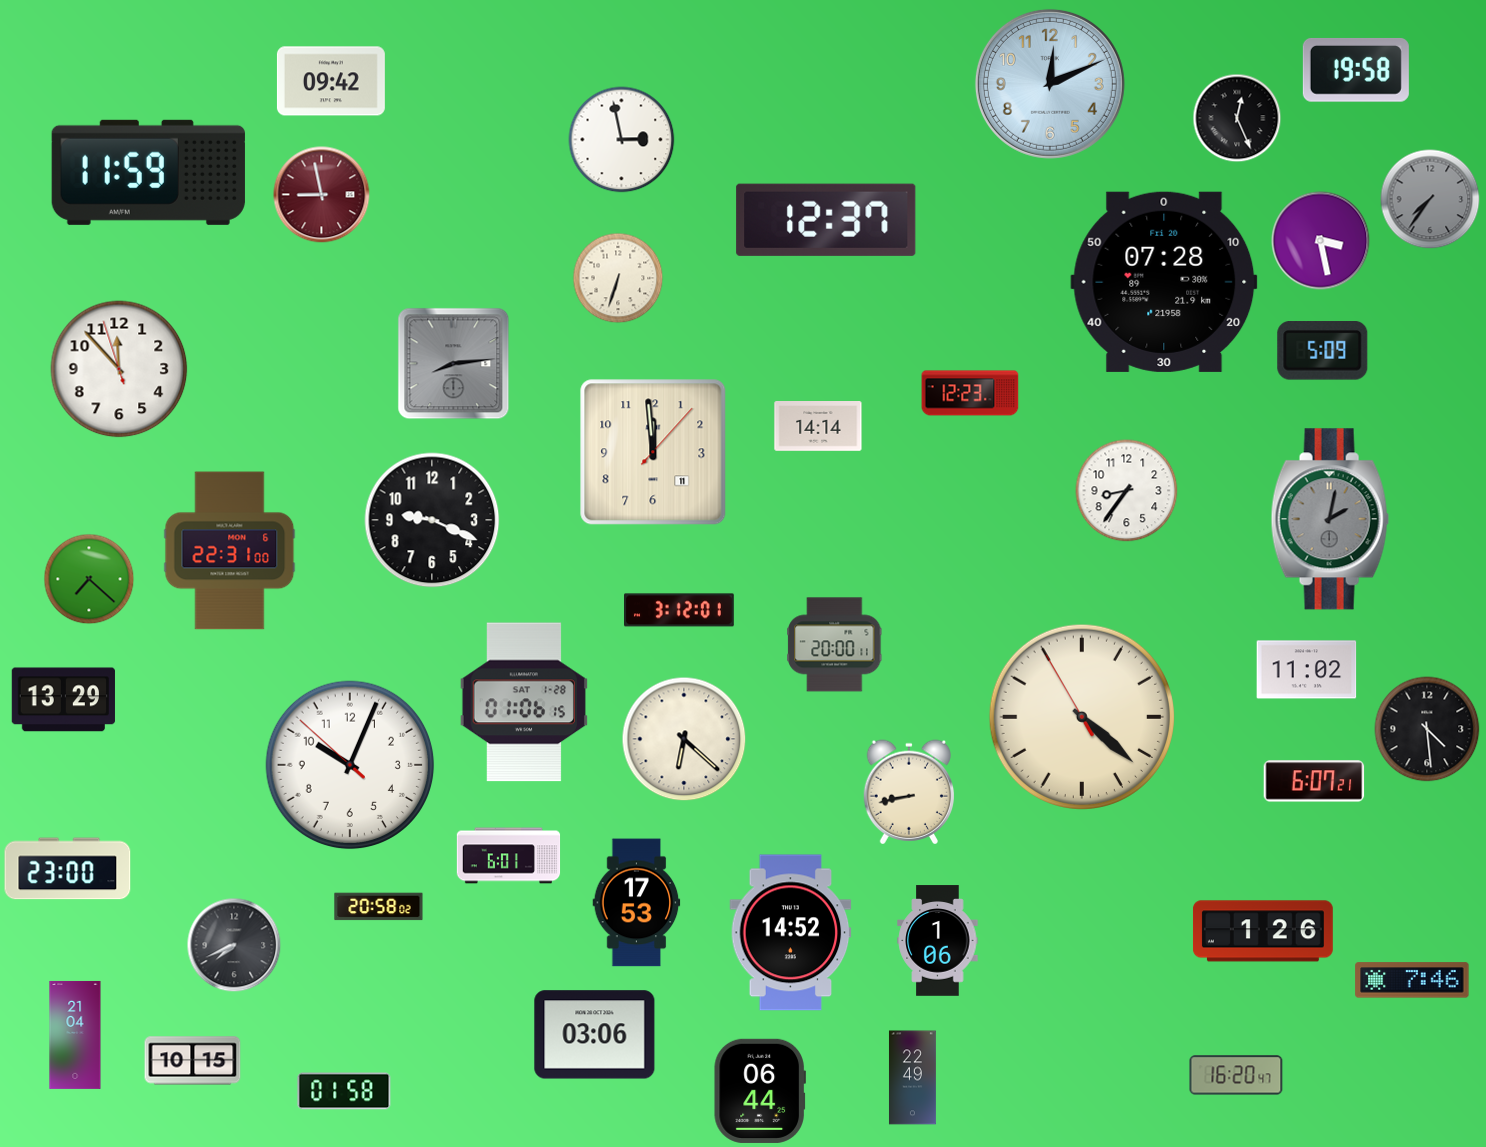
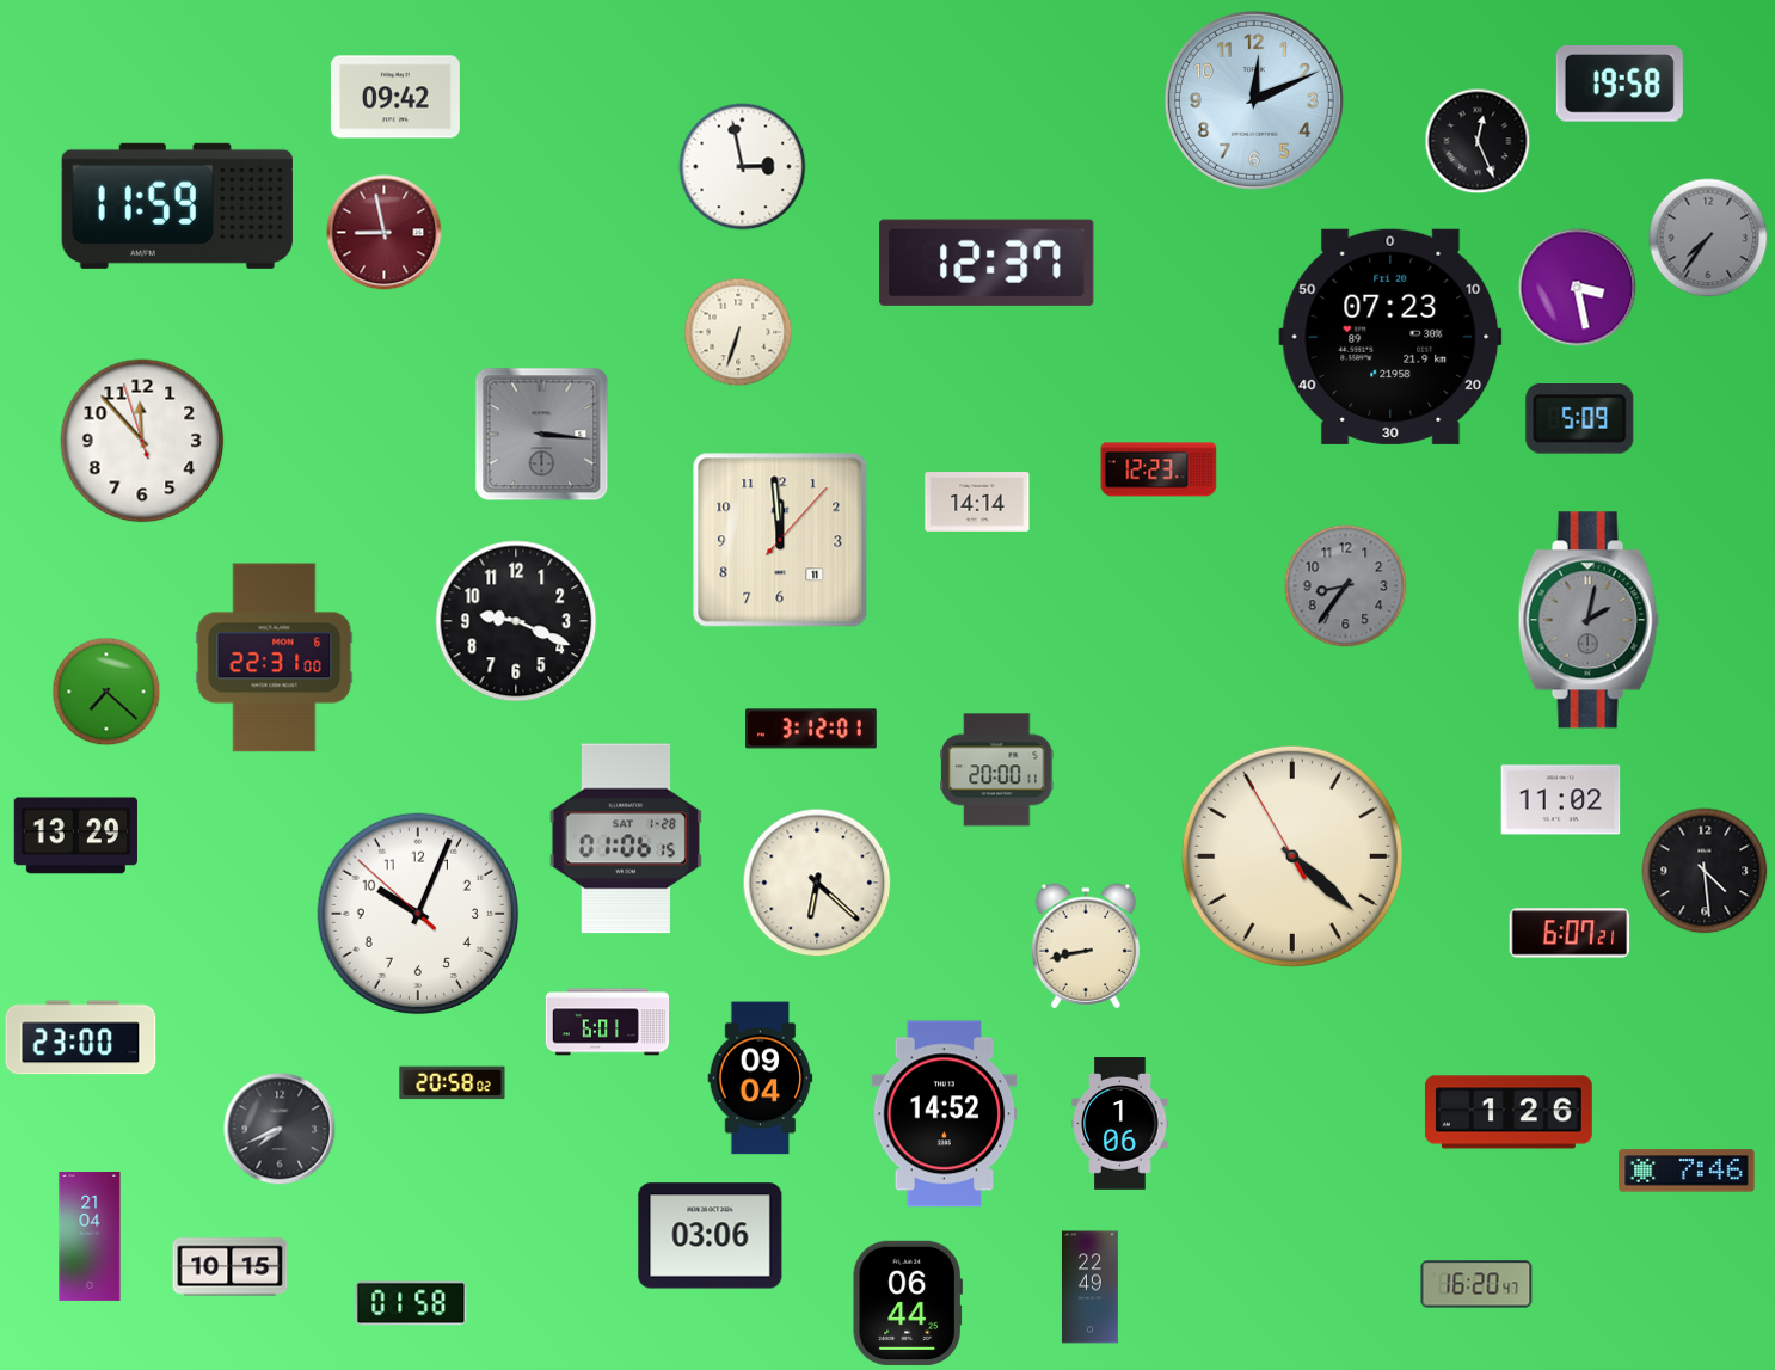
clock at (1164, 282): 07:28 -> 07:23
clock at (454, 364): 8:14 -> 3:16
clock at (818, 427) position: (818, 427) -> (977, 503)
clock at (1127, 491) dial: white -> grey
clock at (637, 903): 17:53 -> 09:04
